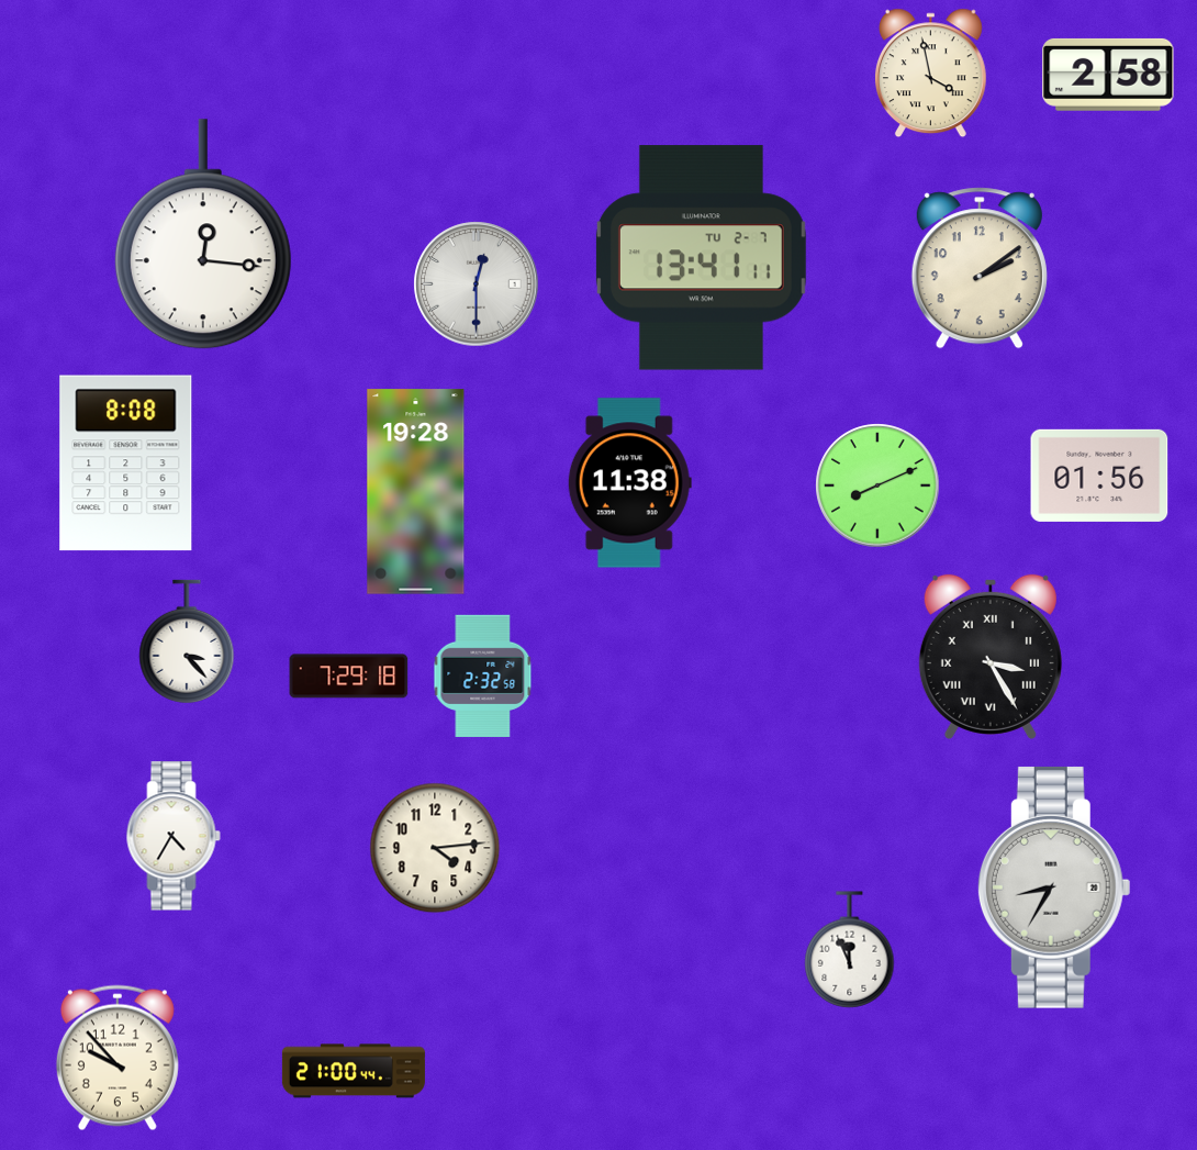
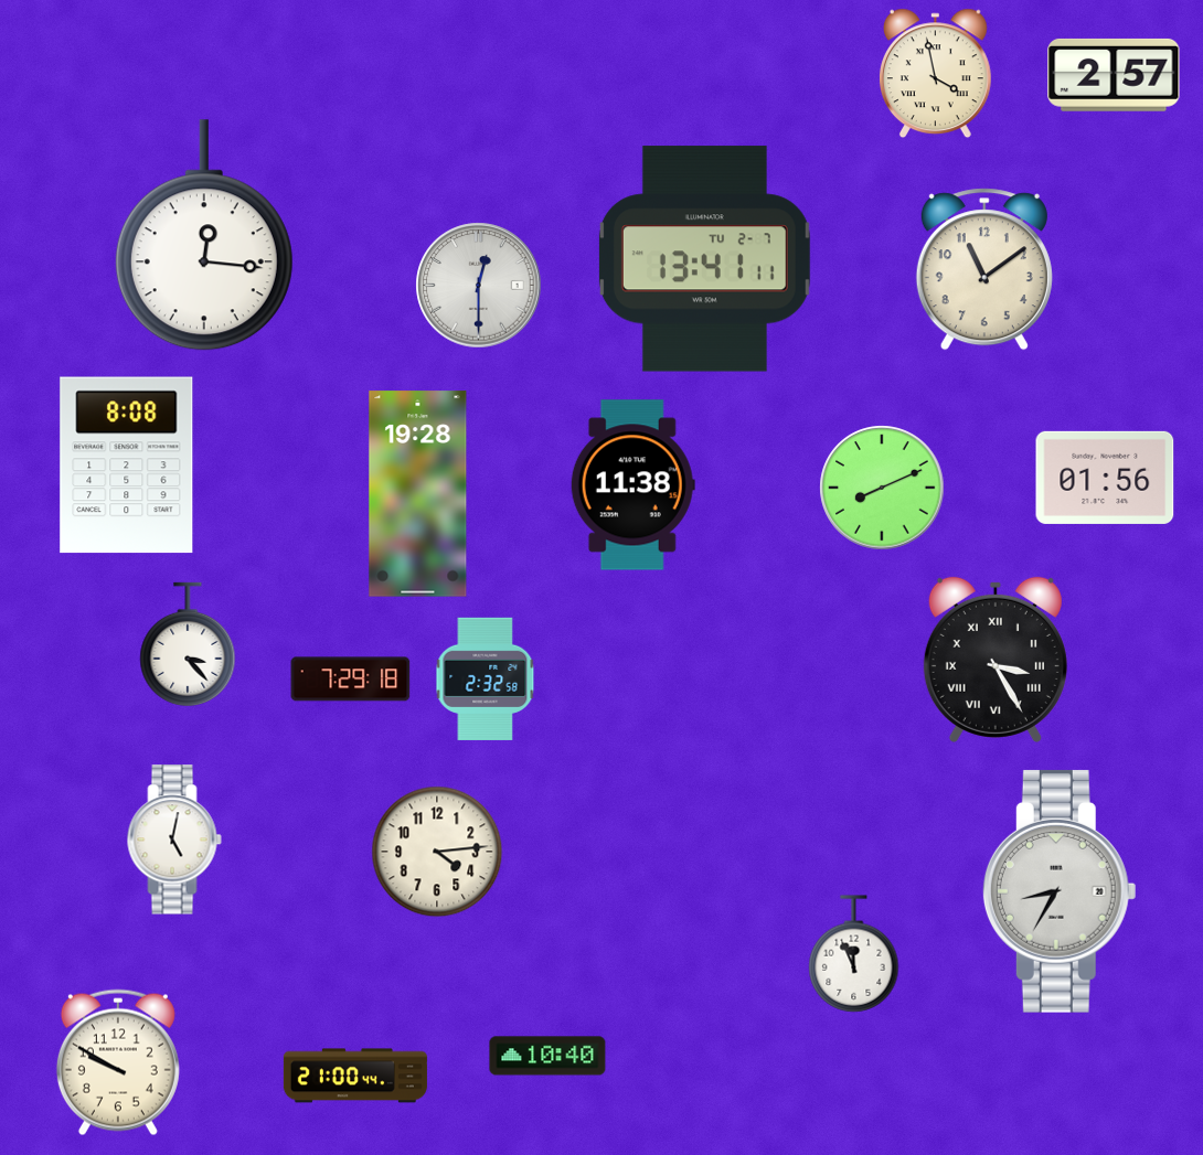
clock at (1108, 75): 2:58 -> 2:57
clock at (980, 268): 2:09 -> 11:09
clock at (174, 836): 4:35 -> 5:02
clock at (547, 1056): none -> 10:40
clock at (118, 1058): 9:53 -> 9:50
